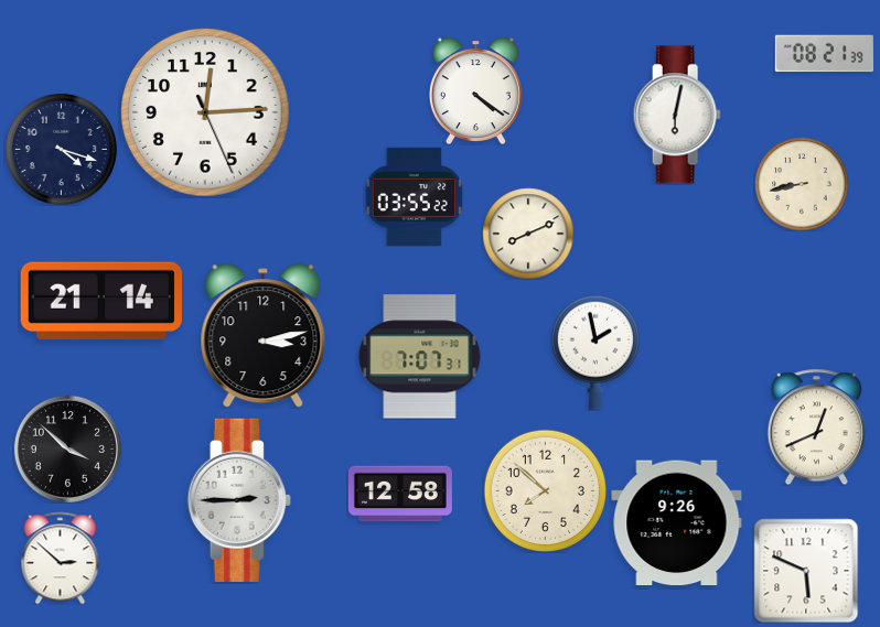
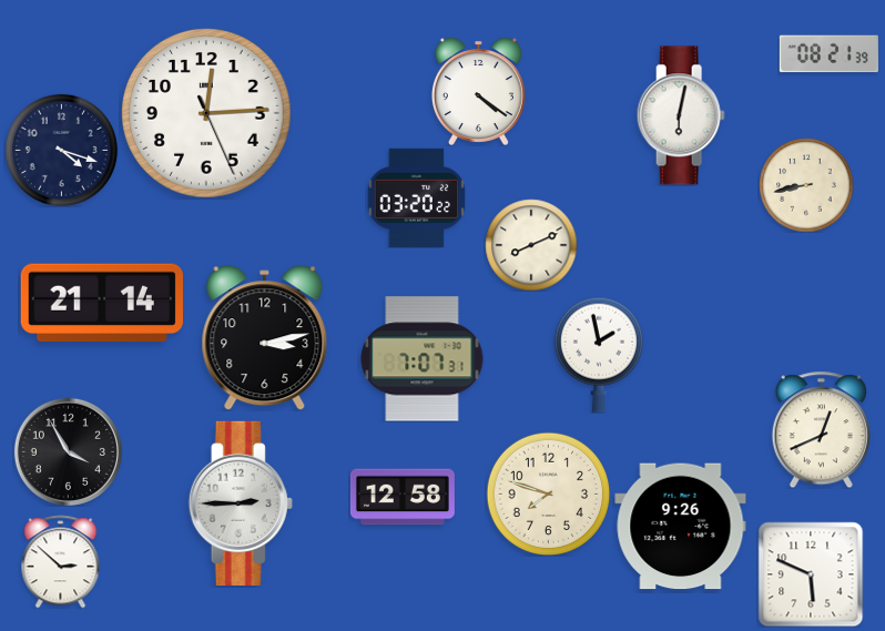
clock at (414, 196): 03:55 -> 03:20
clock at (528, 234) position: (528, 234) -> (531, 245)
clock at (67, 448): 3:52 -> 3:55
clock at (545, 490): 7:52 -> 7:48
